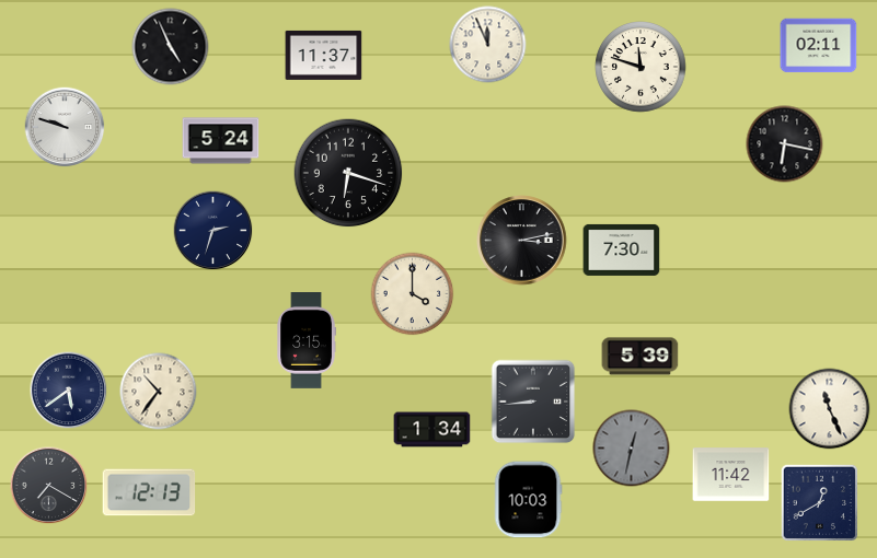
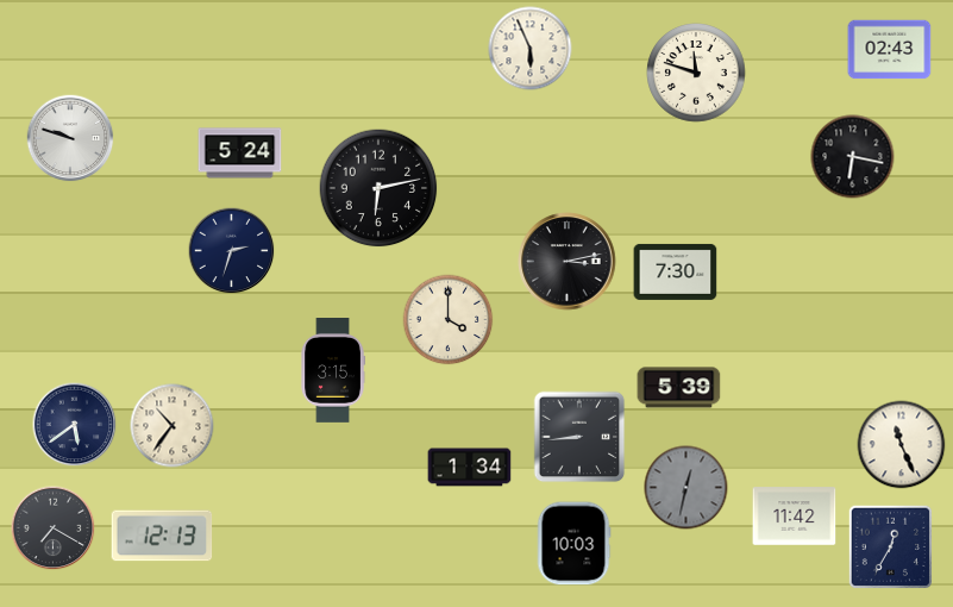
clock at (488, 45): 11:56 -> 5:56
clock at (819, 46): 02:11 -> 02:43
clock at (171, 47): 4:56 -> none
clock at (324, 55): 11:37 -> none
clock at (348, 173): 6:18 -> 6:13
clock at (641, 357) position: (641, 357) -> (679, 388)
clock at (819, 502): 12:40 -> 12:35
